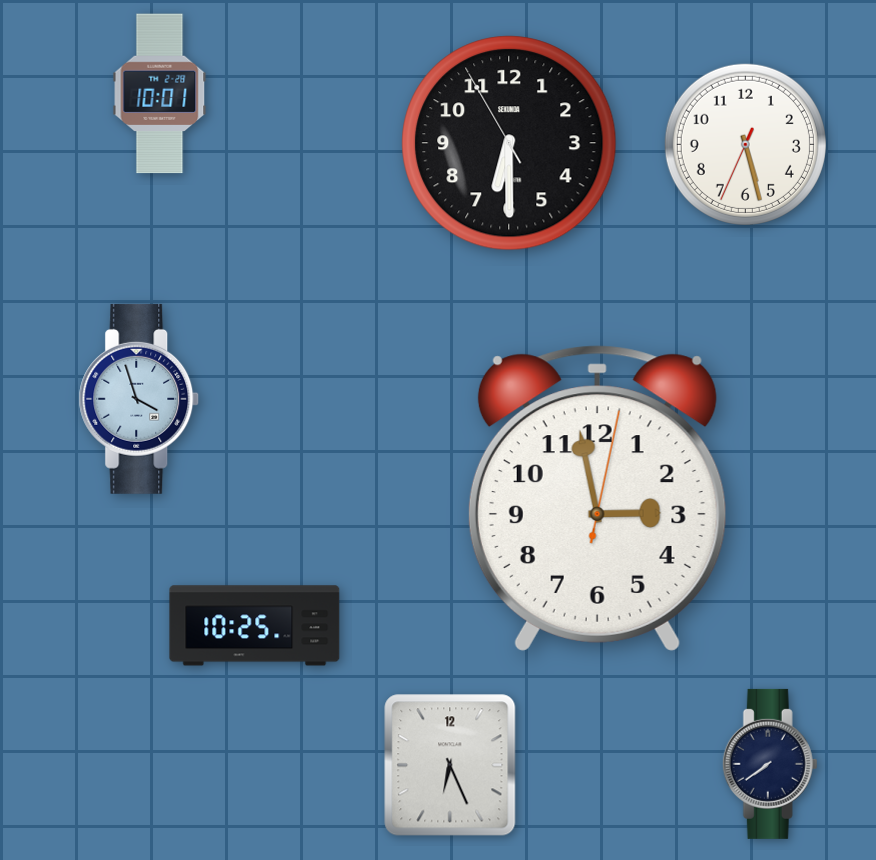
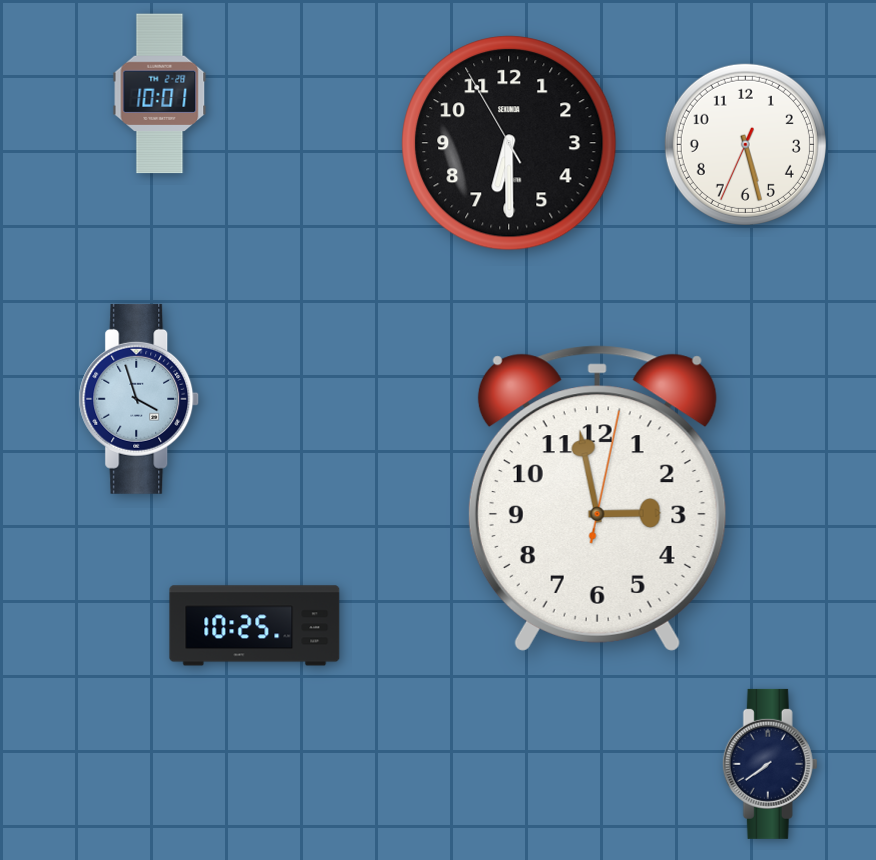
clock at (450, 765): 6:26 -> none
